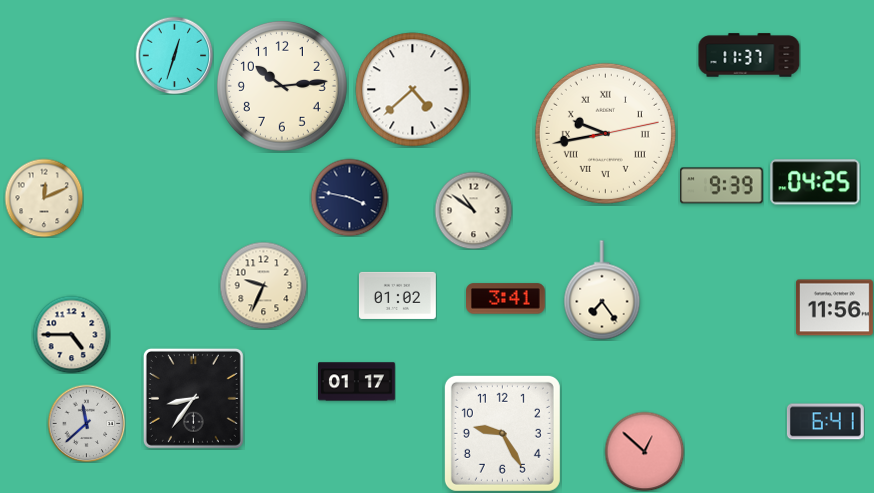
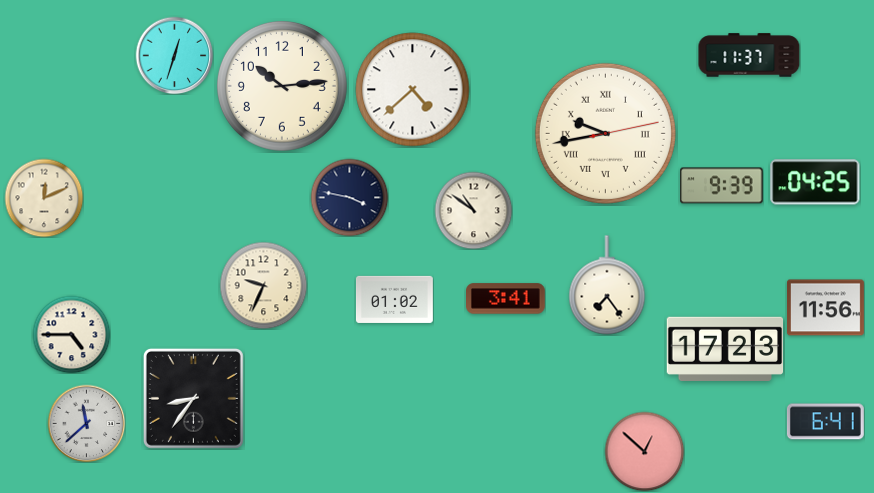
clock at (602, 290) position: (602, 290) -> (607, 285)
clock at (397, 295) position: (397, 295) -> (394, 299)
clock at (834, 308) position: (834, 308) -> (825, 308)
clock at (725, 349): none -> 17:23
clock at (357, 382): 01:17 -> none
clock at (502, 433): 9:25 -> none
